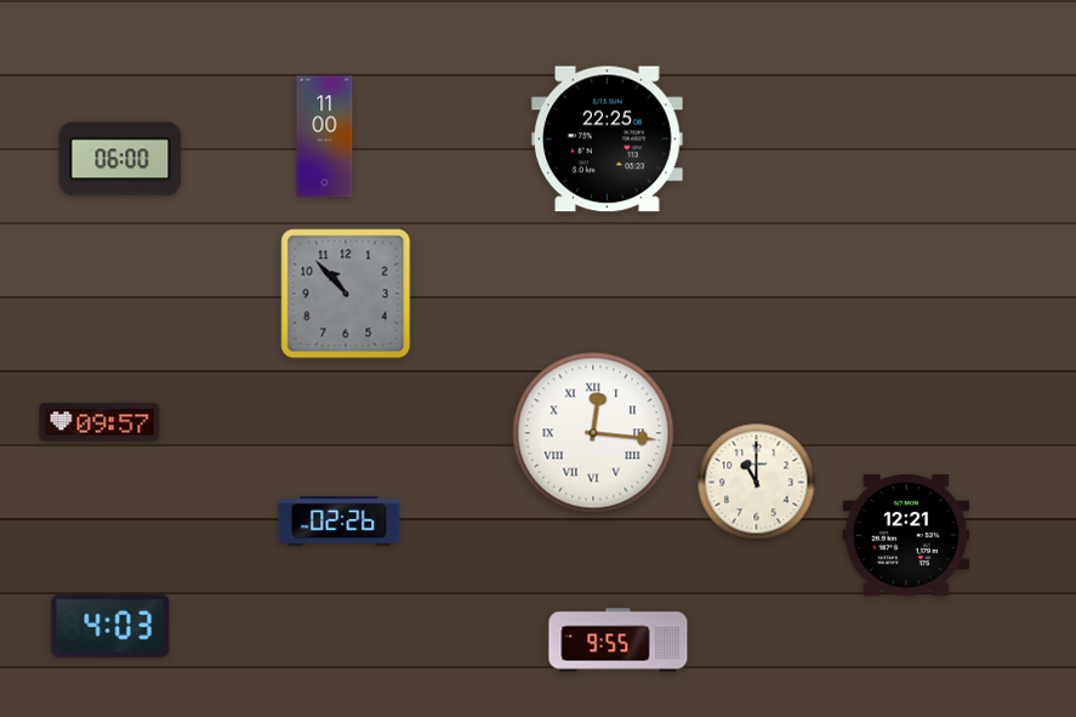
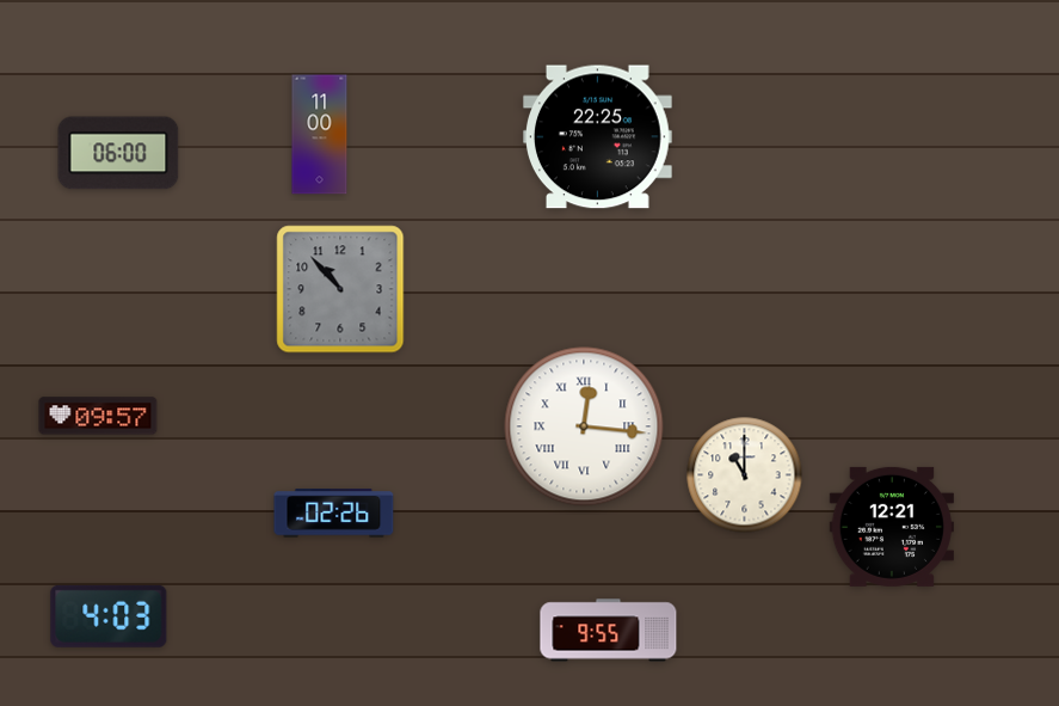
clock at (120, 159) position: (120, 159) -> (118, 153)
